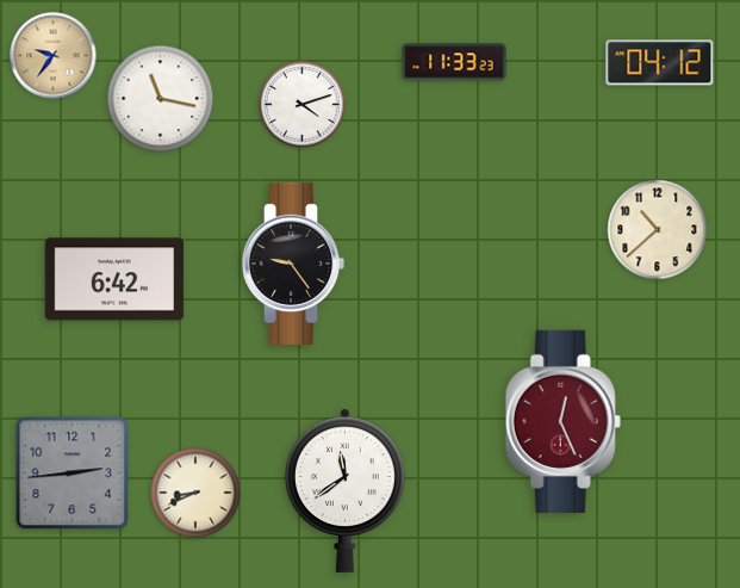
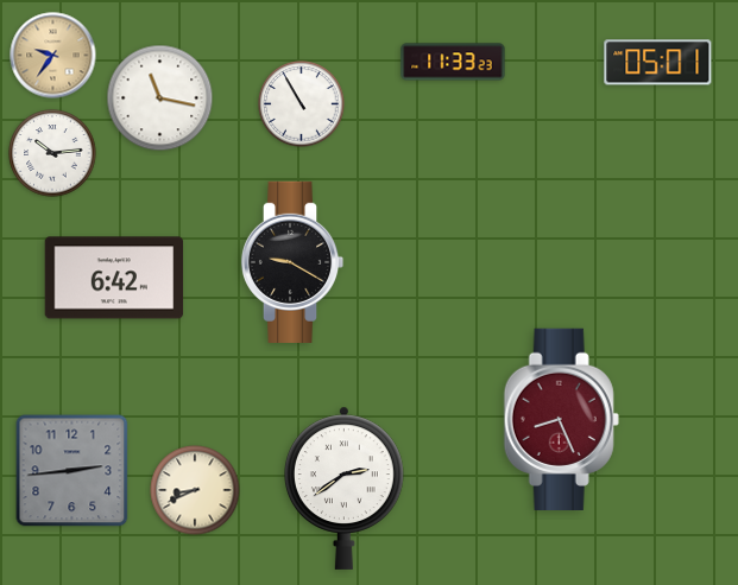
clock at (660, 63): 04:12 -> 05:01
clock at (303, 105): 4:12 -> 10:55
clock at (52, 153): none -> 10:14
clock at (658, 230): 10:38 -> none
clock at (293, 264): 9:24 -> 9:20
clock at (562, 421): 12:26 -> 8:26
clock at (346, 490): 11:39 -> 2:39
